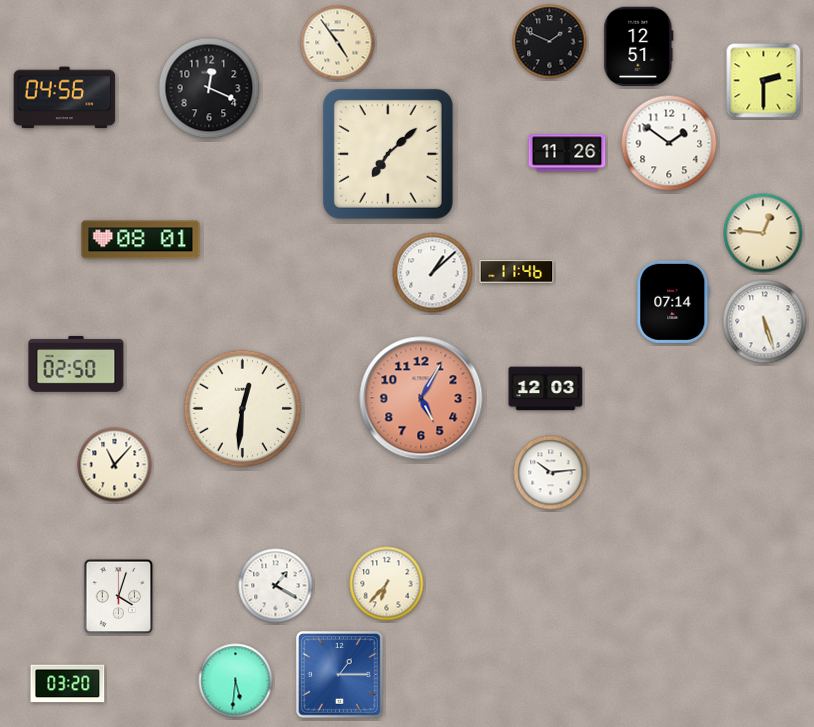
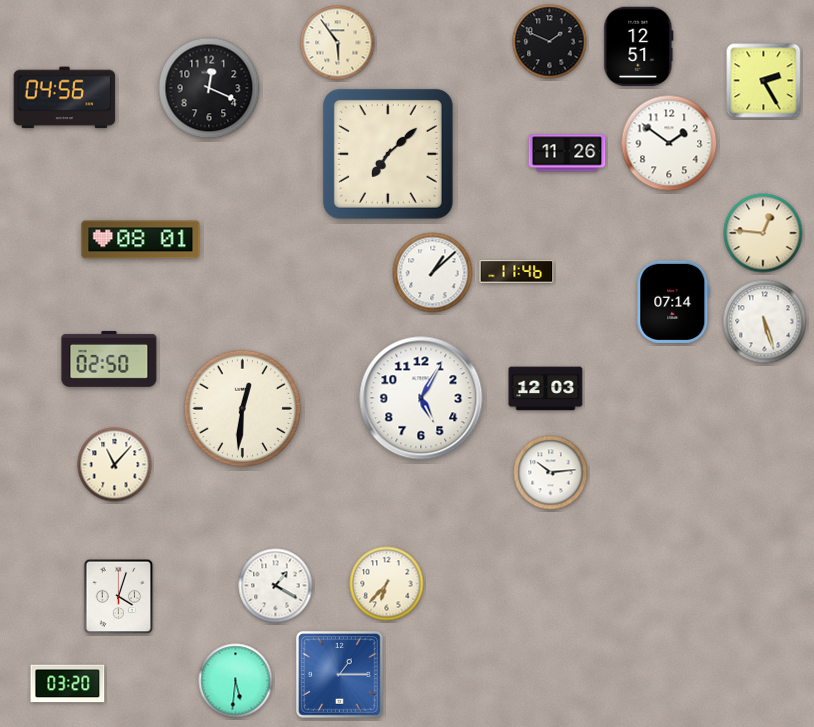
clock at (338, 43): 4:54 -> 5:54
clock at (764, 81): 2:30 -> 2:25
clock at (76, 364) position: (76, 364) -> (109, 359)
clock at (421, 398) dial: salmon -> white
